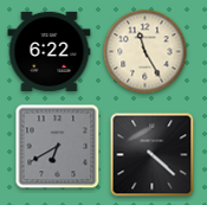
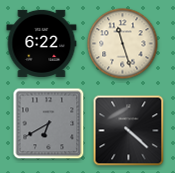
clock at (145, 52): 11:25 -> 11:27
